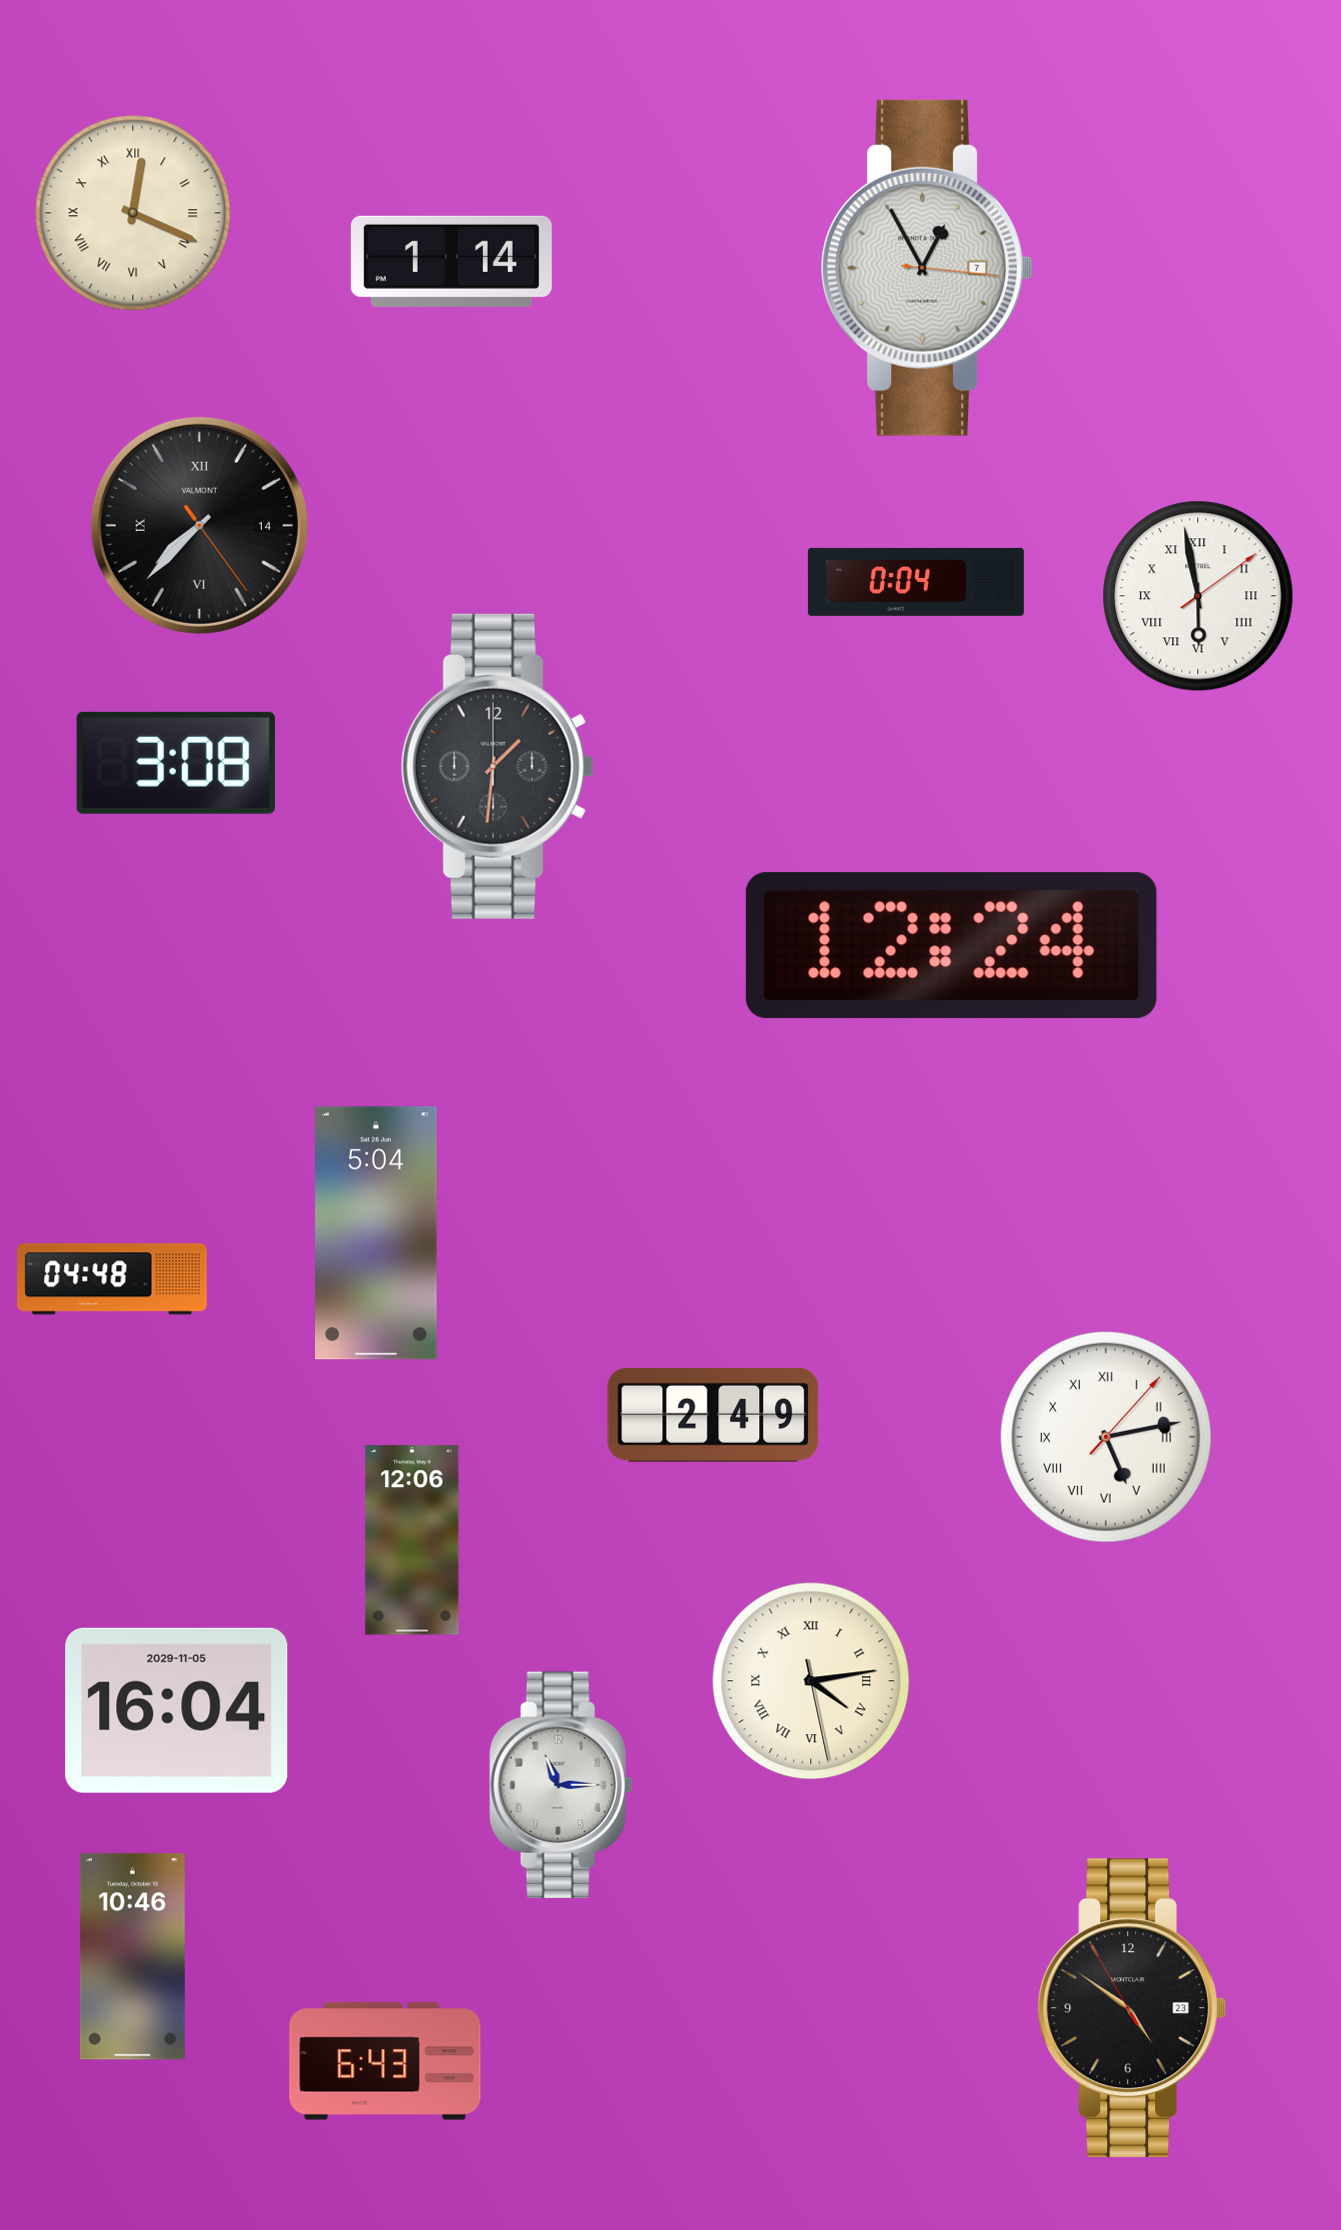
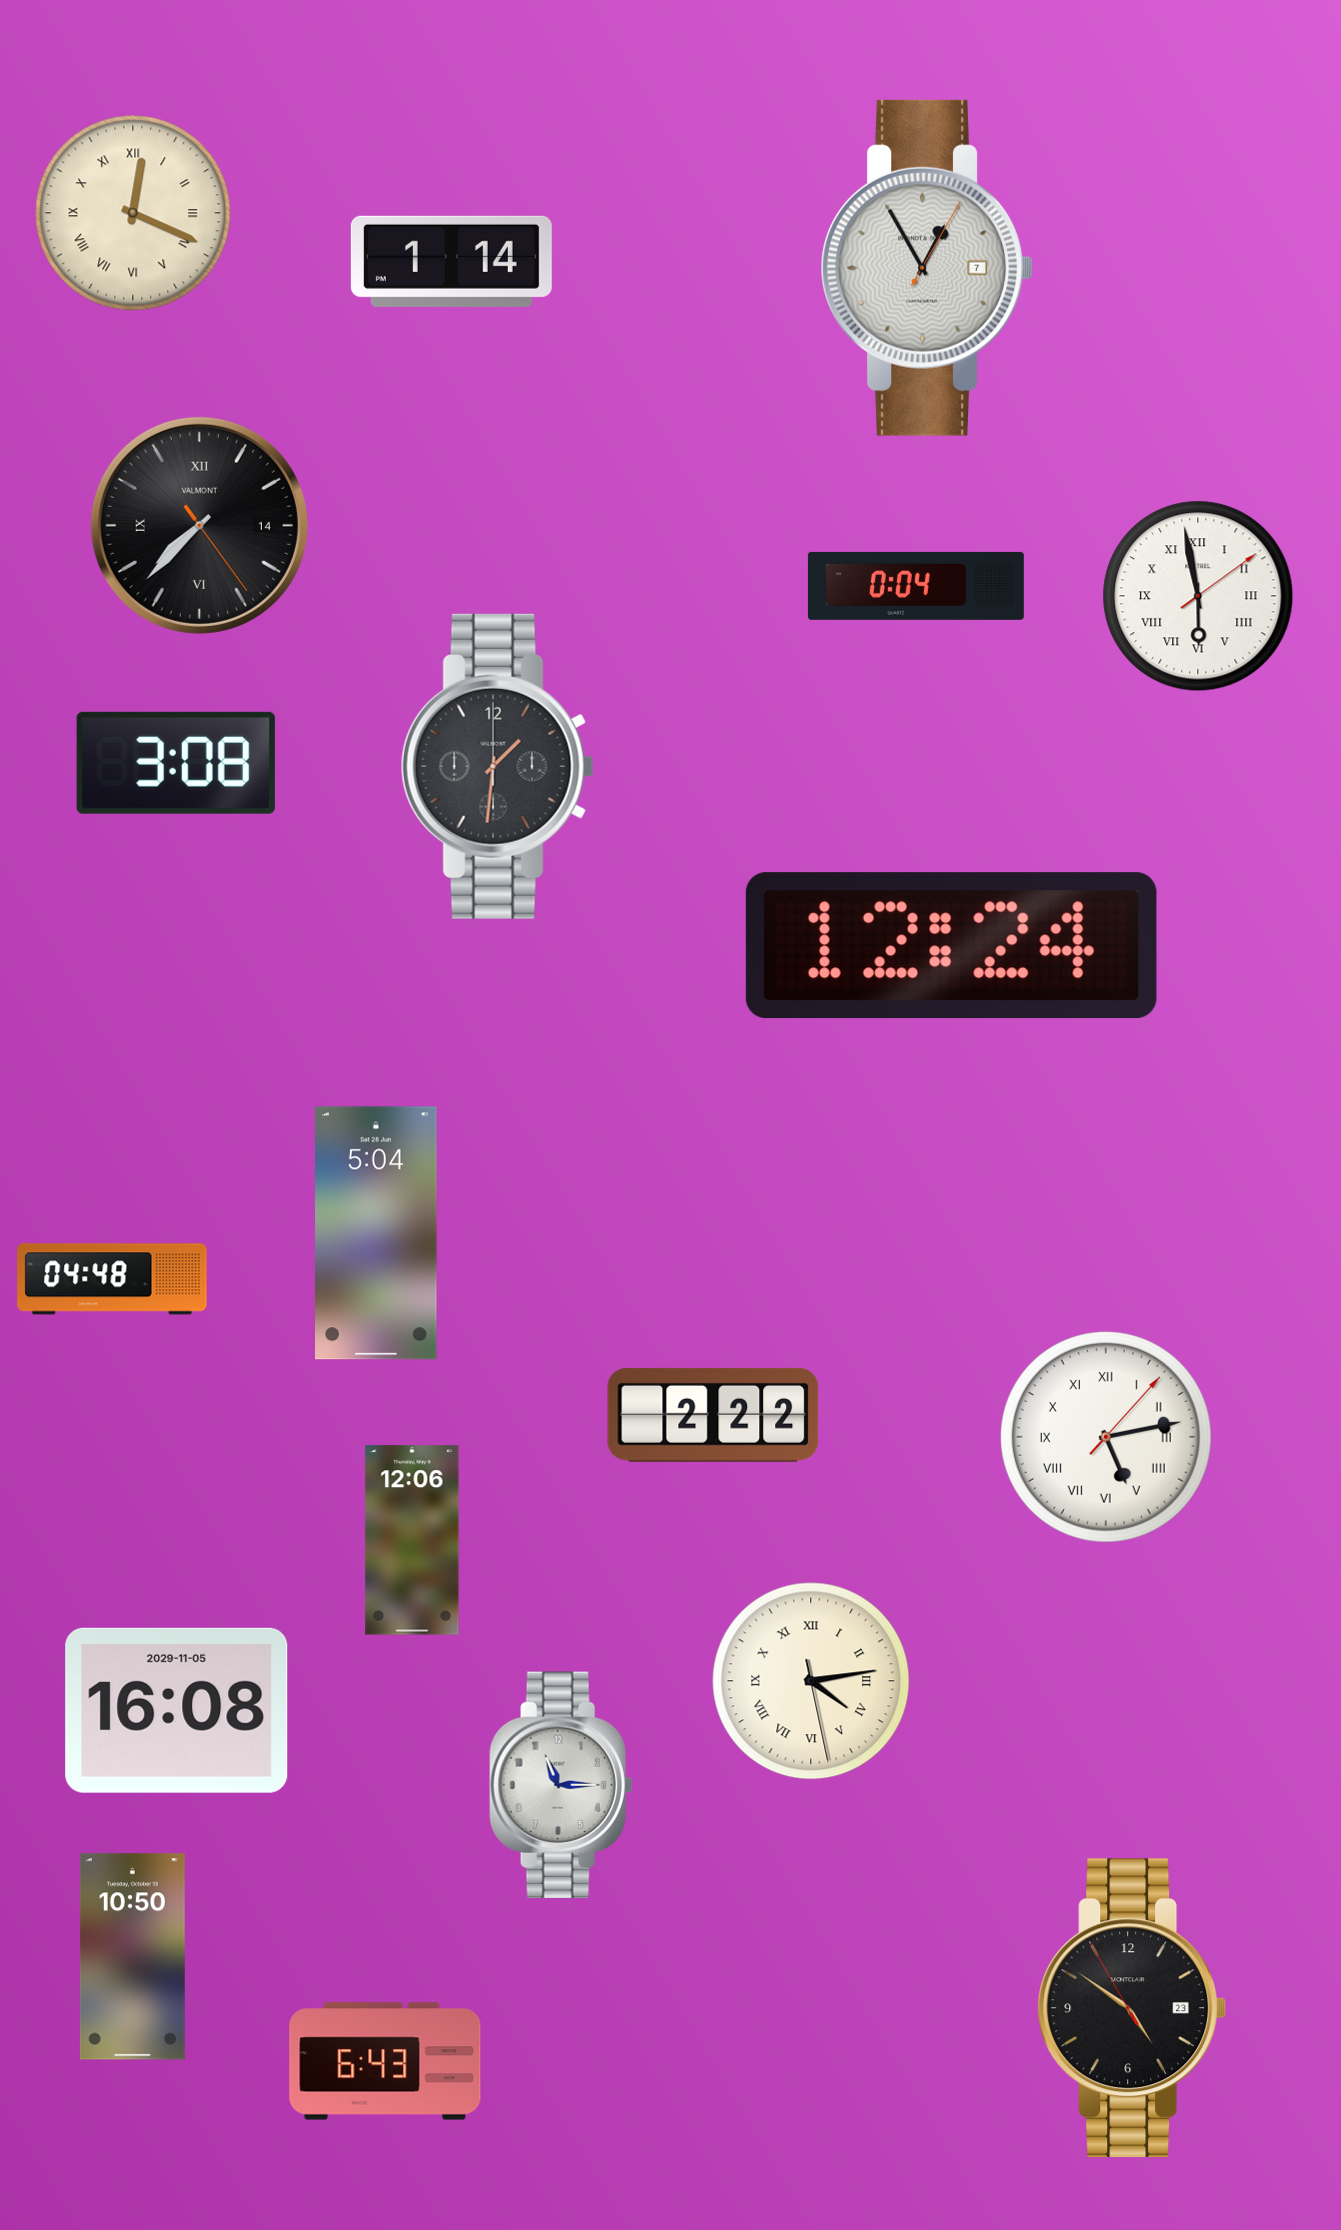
clock at (926, 268): 12:55:16 -> 12:55:05
clock at (916, 582) position: (916, 582) -> (916, 586)
clock at (713, 1415): 2:49 -> 2:22
clock at (177, 1710): 16:04 -> 16:08
clock at (132, 1957): 10:46 -> 10:50
